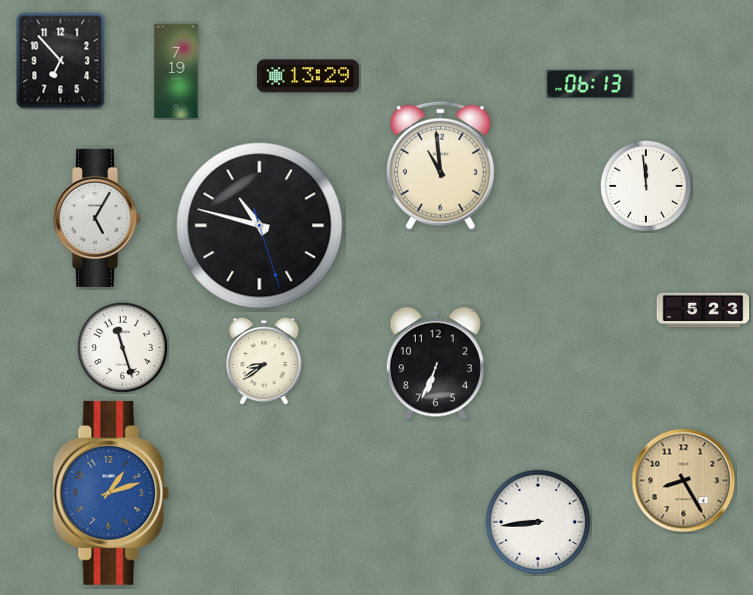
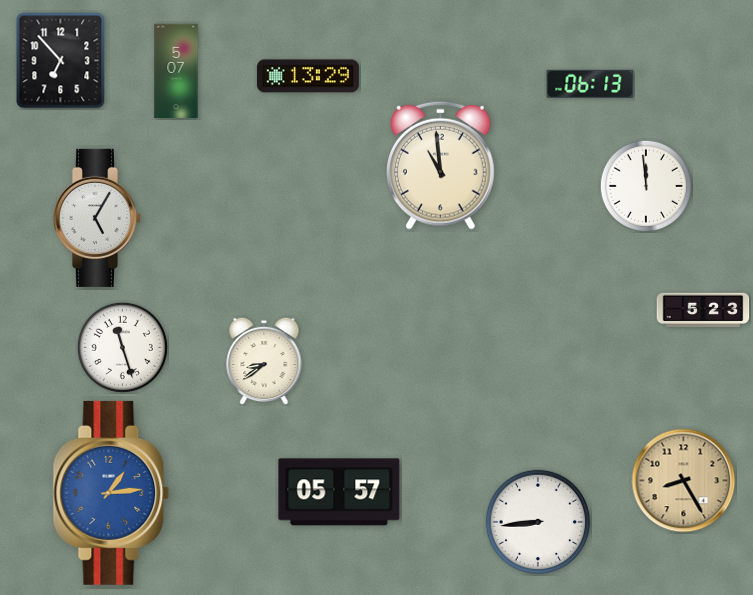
clock at (176, 71): 7:19 -> 5:07
clock at (260, 226): 10:47 -> none
clock at (435, 364): 6:34 -> none
clock at (339, 492): none -> 05:57
clock at (111, 493): 1:12 -> 1:14
